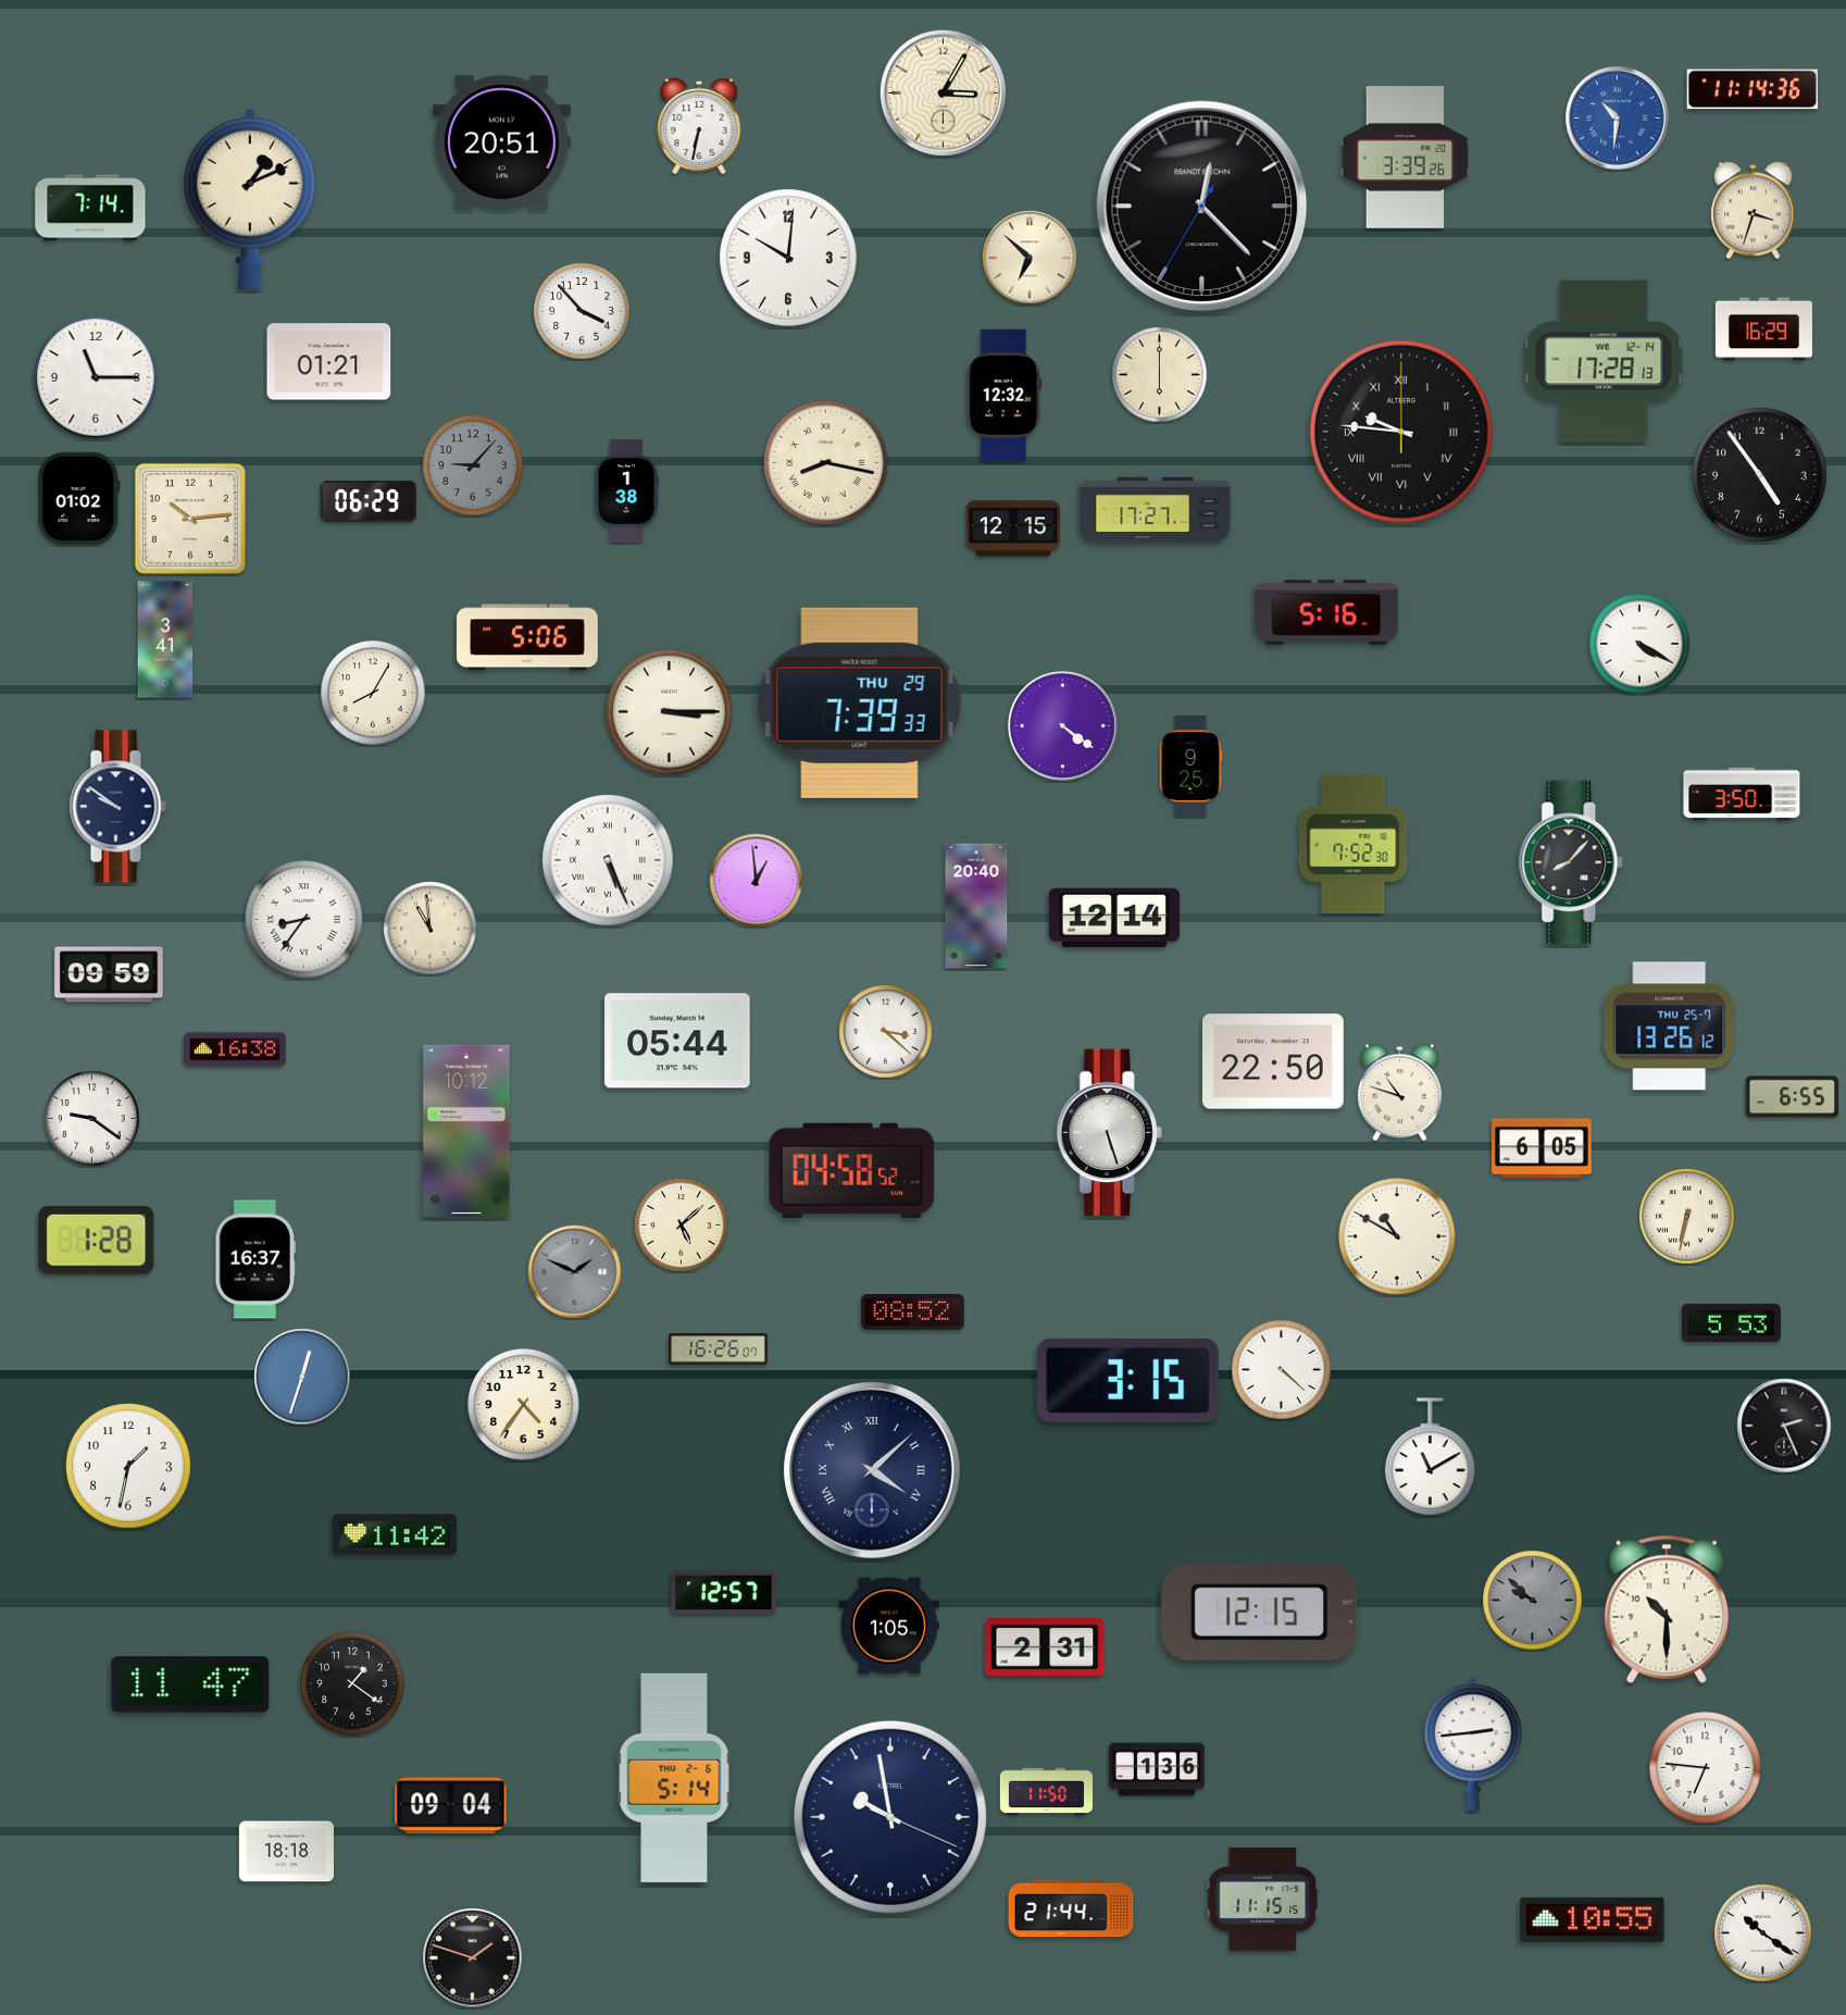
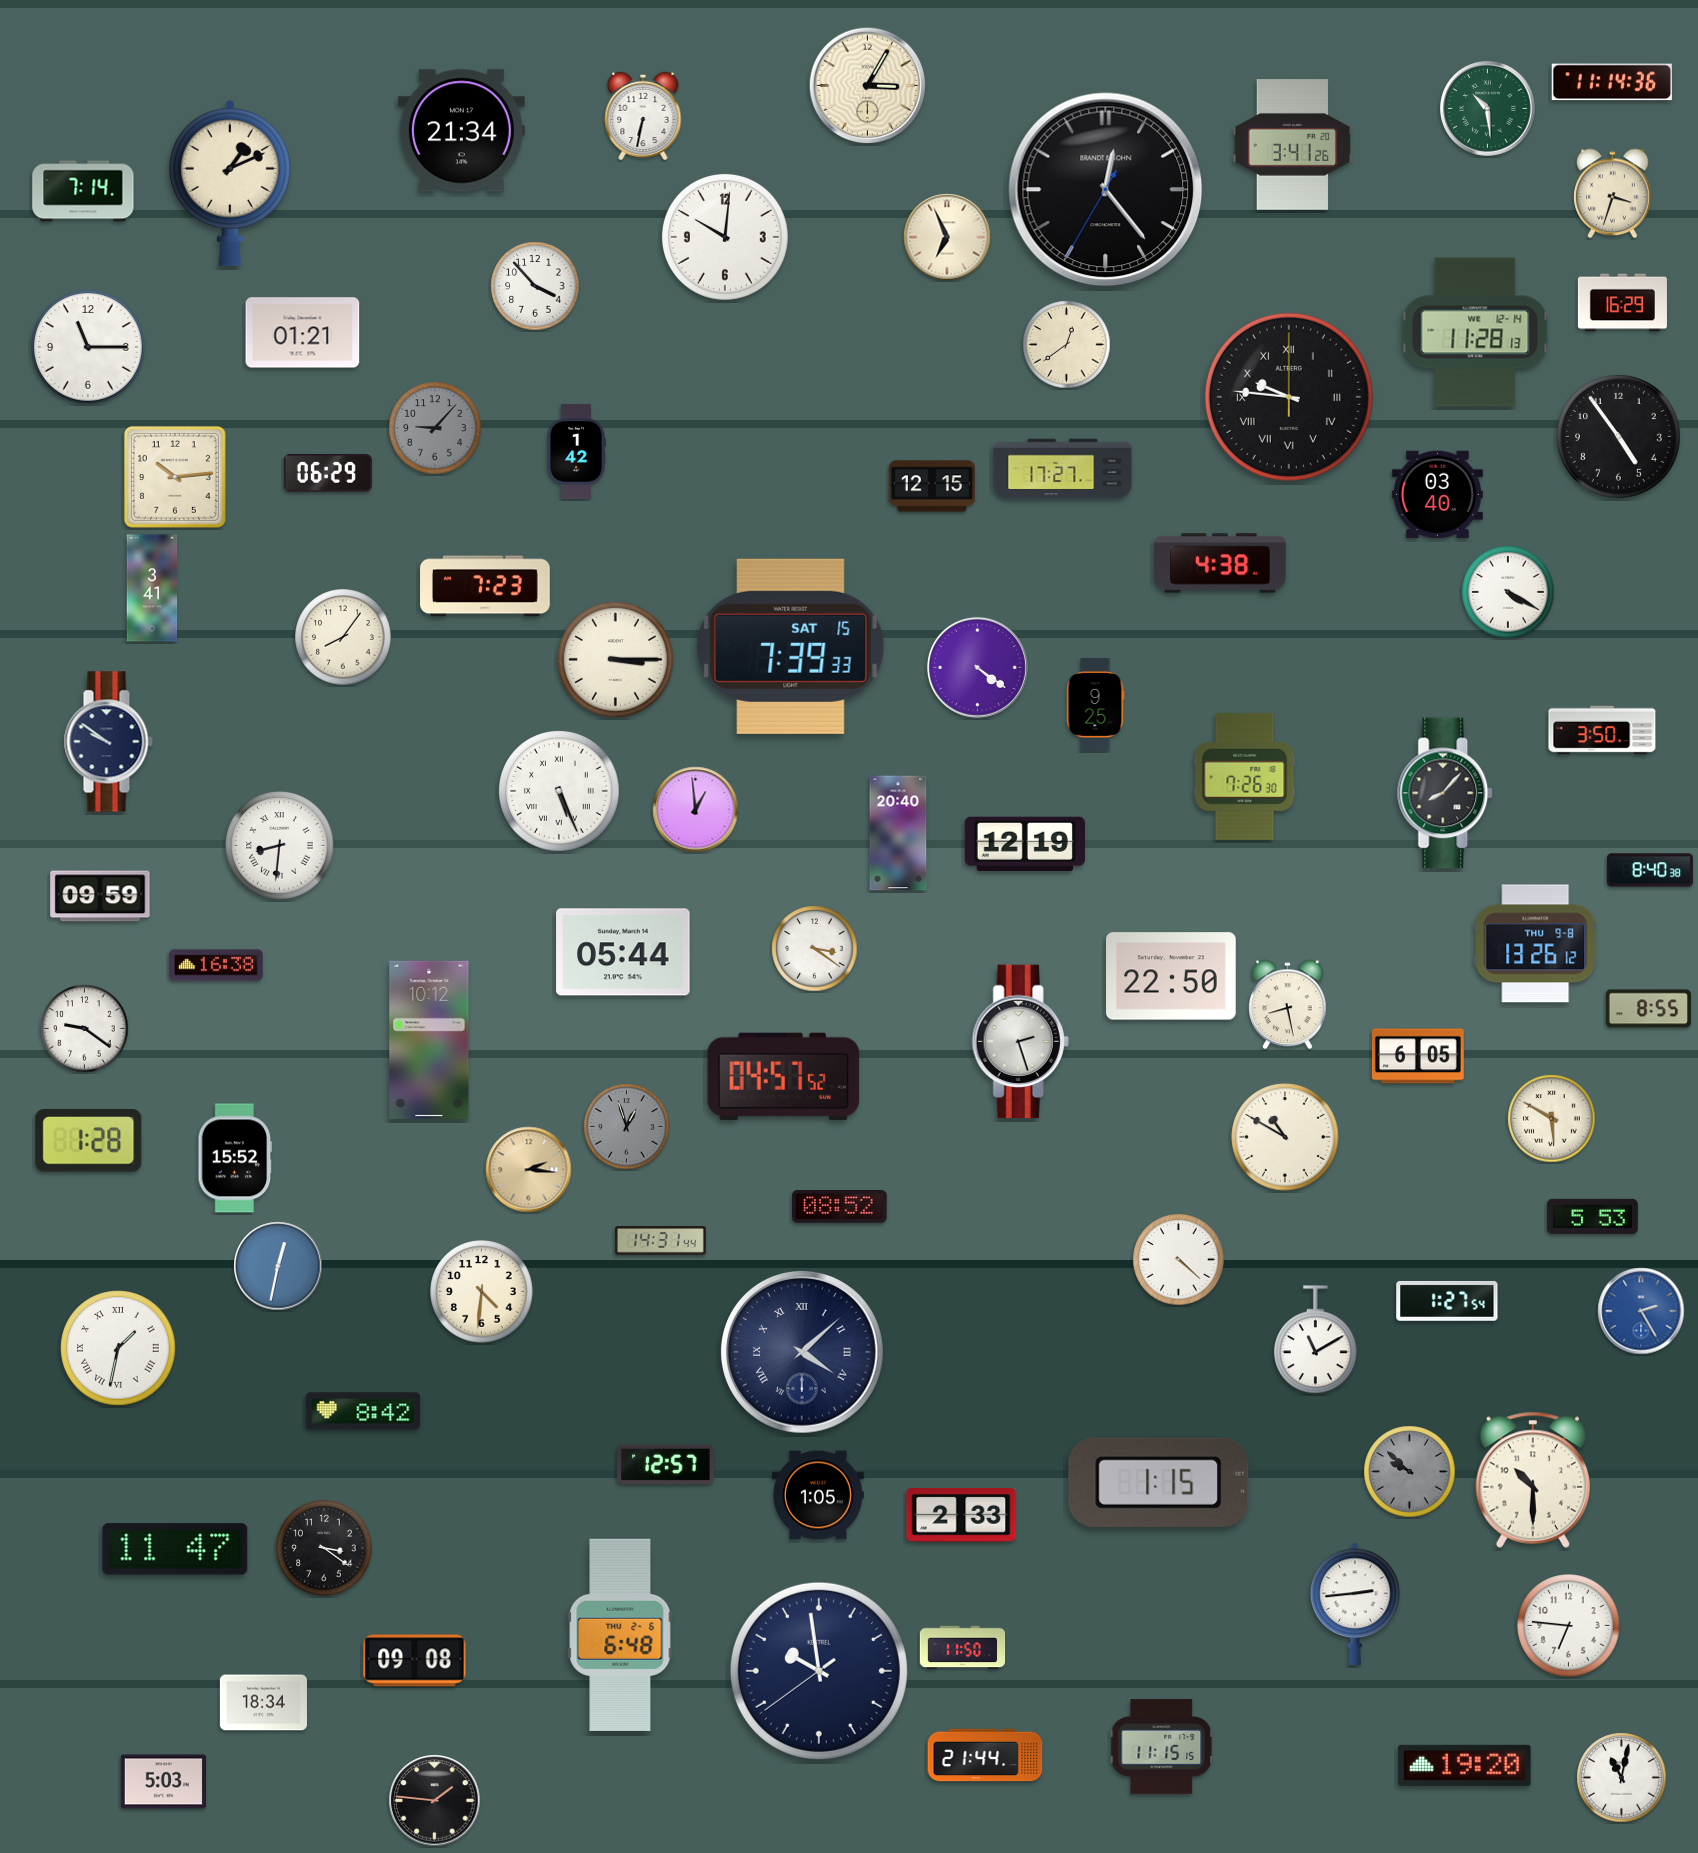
clock at (1618, 119): 10:31 -> 10:29
clock at (1618, 119) dial: blue -> green
clock at (501, 142): 20:51 -> 21:34
clock at (1406, 158): 3:39 -> 3:41
clock at (1202, 207): 12:22 -> 12:23
clock at (1030, 258): 6:52 -> 6:56
clock at (1604, 361): 17:28 -> 11:28
clock at (1160, 375): 6:00 -> 12:39
clock at (1003, 395): 12:32 -> none
clock at (826, 463): 8:17 -> none
clock at (626, 492): 1:38 -> 1:42
clock at (79, 498): 01:02 -> none
clock at (369, 502) position: (369, 502) -> (328, 474)
clock at (1437, 495): none -> 03:40
clock at (1326, 612): 5:16 -> 4:38
clock at (527, 637): 5:06 -> 7:23
clock at (373, 693): 8:05 -> 8:06
clock at (860, 702) date: THU 29 -> SAT 15
clock at (670, 712) position: (670, 712) -> (616, 660)
clock at (1354, 844): 7:52 -> 7:26
clock at (1114, 918): 12:14 -> 12:19
clock at (304, 920): 8:36 -> 8:31
clock at (431, 929): 10:59 -> none
clock at (1649, 870): none -> 8:40
clock at (1670, 1027) date: THU 25-7 -> THU 9-8
clock at (886, 1032): 3:22 -> 3:21
clock at (677, 1041) position: (677, 1041) -> (623, 952)
clock at (1400, 1093): 10:48 -> 8:28
clock at (1792, 1097): 6:55 -> 8:55
clock at (1109, 1133): 5:27 -> 2:27
clock at (852, 1170): 04:58 -> 04:57
clock at (1687, 1217): 6:32 -> 5:50
clock at (682, 1226): 5:08 -> 12:57
clock at (682, 1226) dial: cream -> grey
clock at (255, 1259): 16:37 -> 15:52
clock at (575, 1272): 1:49 -> 2:16
clock at (575, 1272) dial: grey -> champagne
clock at (718, 1349): 16:26 -> 14:31
clock at (302, 1377): 12:33 -> 12:32
clock at (1127, 1380): 3:15 -> none
clock at (524, 1405): 4:36 -> 4:31
clock at (1447, 1301): none -> 1:27
clock at (1784, 1426): 2:26 -> 2:25
clock at (1784, 1426) dial: black -> blue
clock at (128, 1466) numerals: Arabic -> Roman
clock at (395, 1534): 11:42 -> 8:42
clock at (1260, 1612): 12:15 -> 1:15
clock at (1045, 1649): 2:31 -> 2:33
clock at (352, 1683): 1:21 -> 3:21
clock at (1157, 1769): 1:36 -> none
clock at (674, 1778): 5:14 -> 6:48
clock at (451, 1806): 09:04 -> 09:08
clock at (890, 1817): 9:58:19 -> 9:58:39
clock at (286, 1852): 18:18 -> 18:34
clock at (1593, 1919): 10:55 -> 19:20
clock at (1763, 1933): 10:21 -> 11:02
clock at (164, 1782): none -> 5:03
clock at (473, 1958): 1:48 -> 1:46
